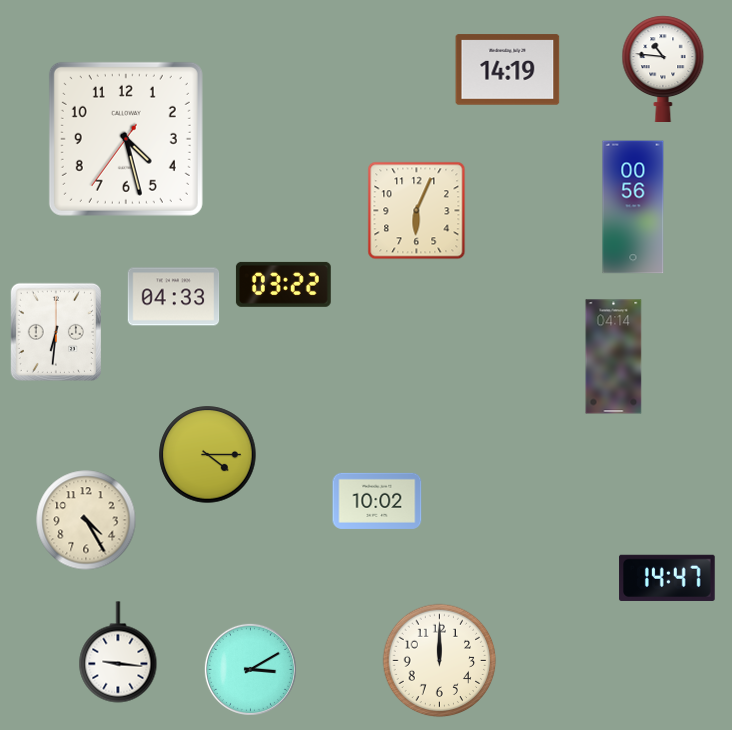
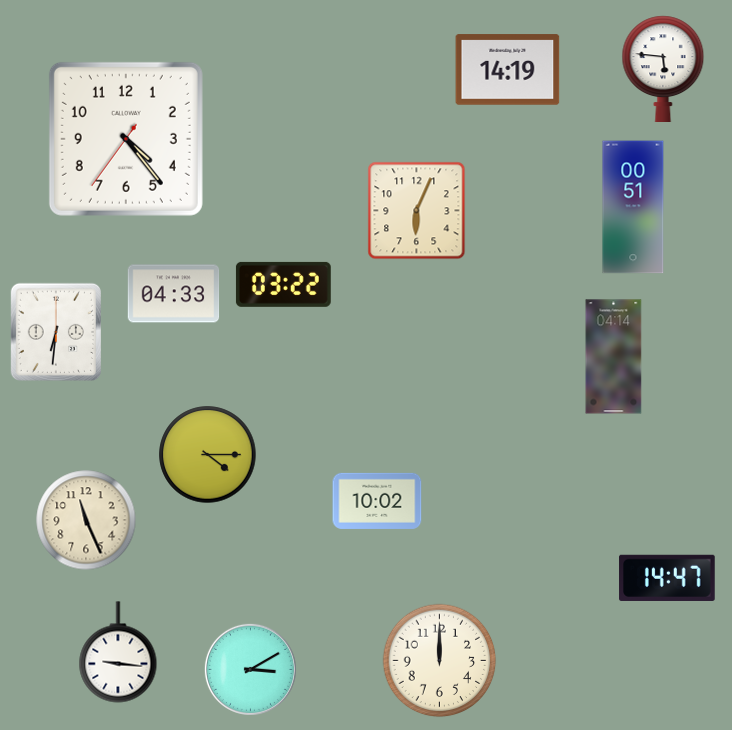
clock at (663, 68): 10:46 -> 5:46
clock at (126, 139): 4:27 -> 4:23
clock at (633, 207): 00:56 -> 00:51
clock at (174, 297) position: (174, 297) -> (174, 294)
clock at (86, 520): 4:25 -> 11:26
